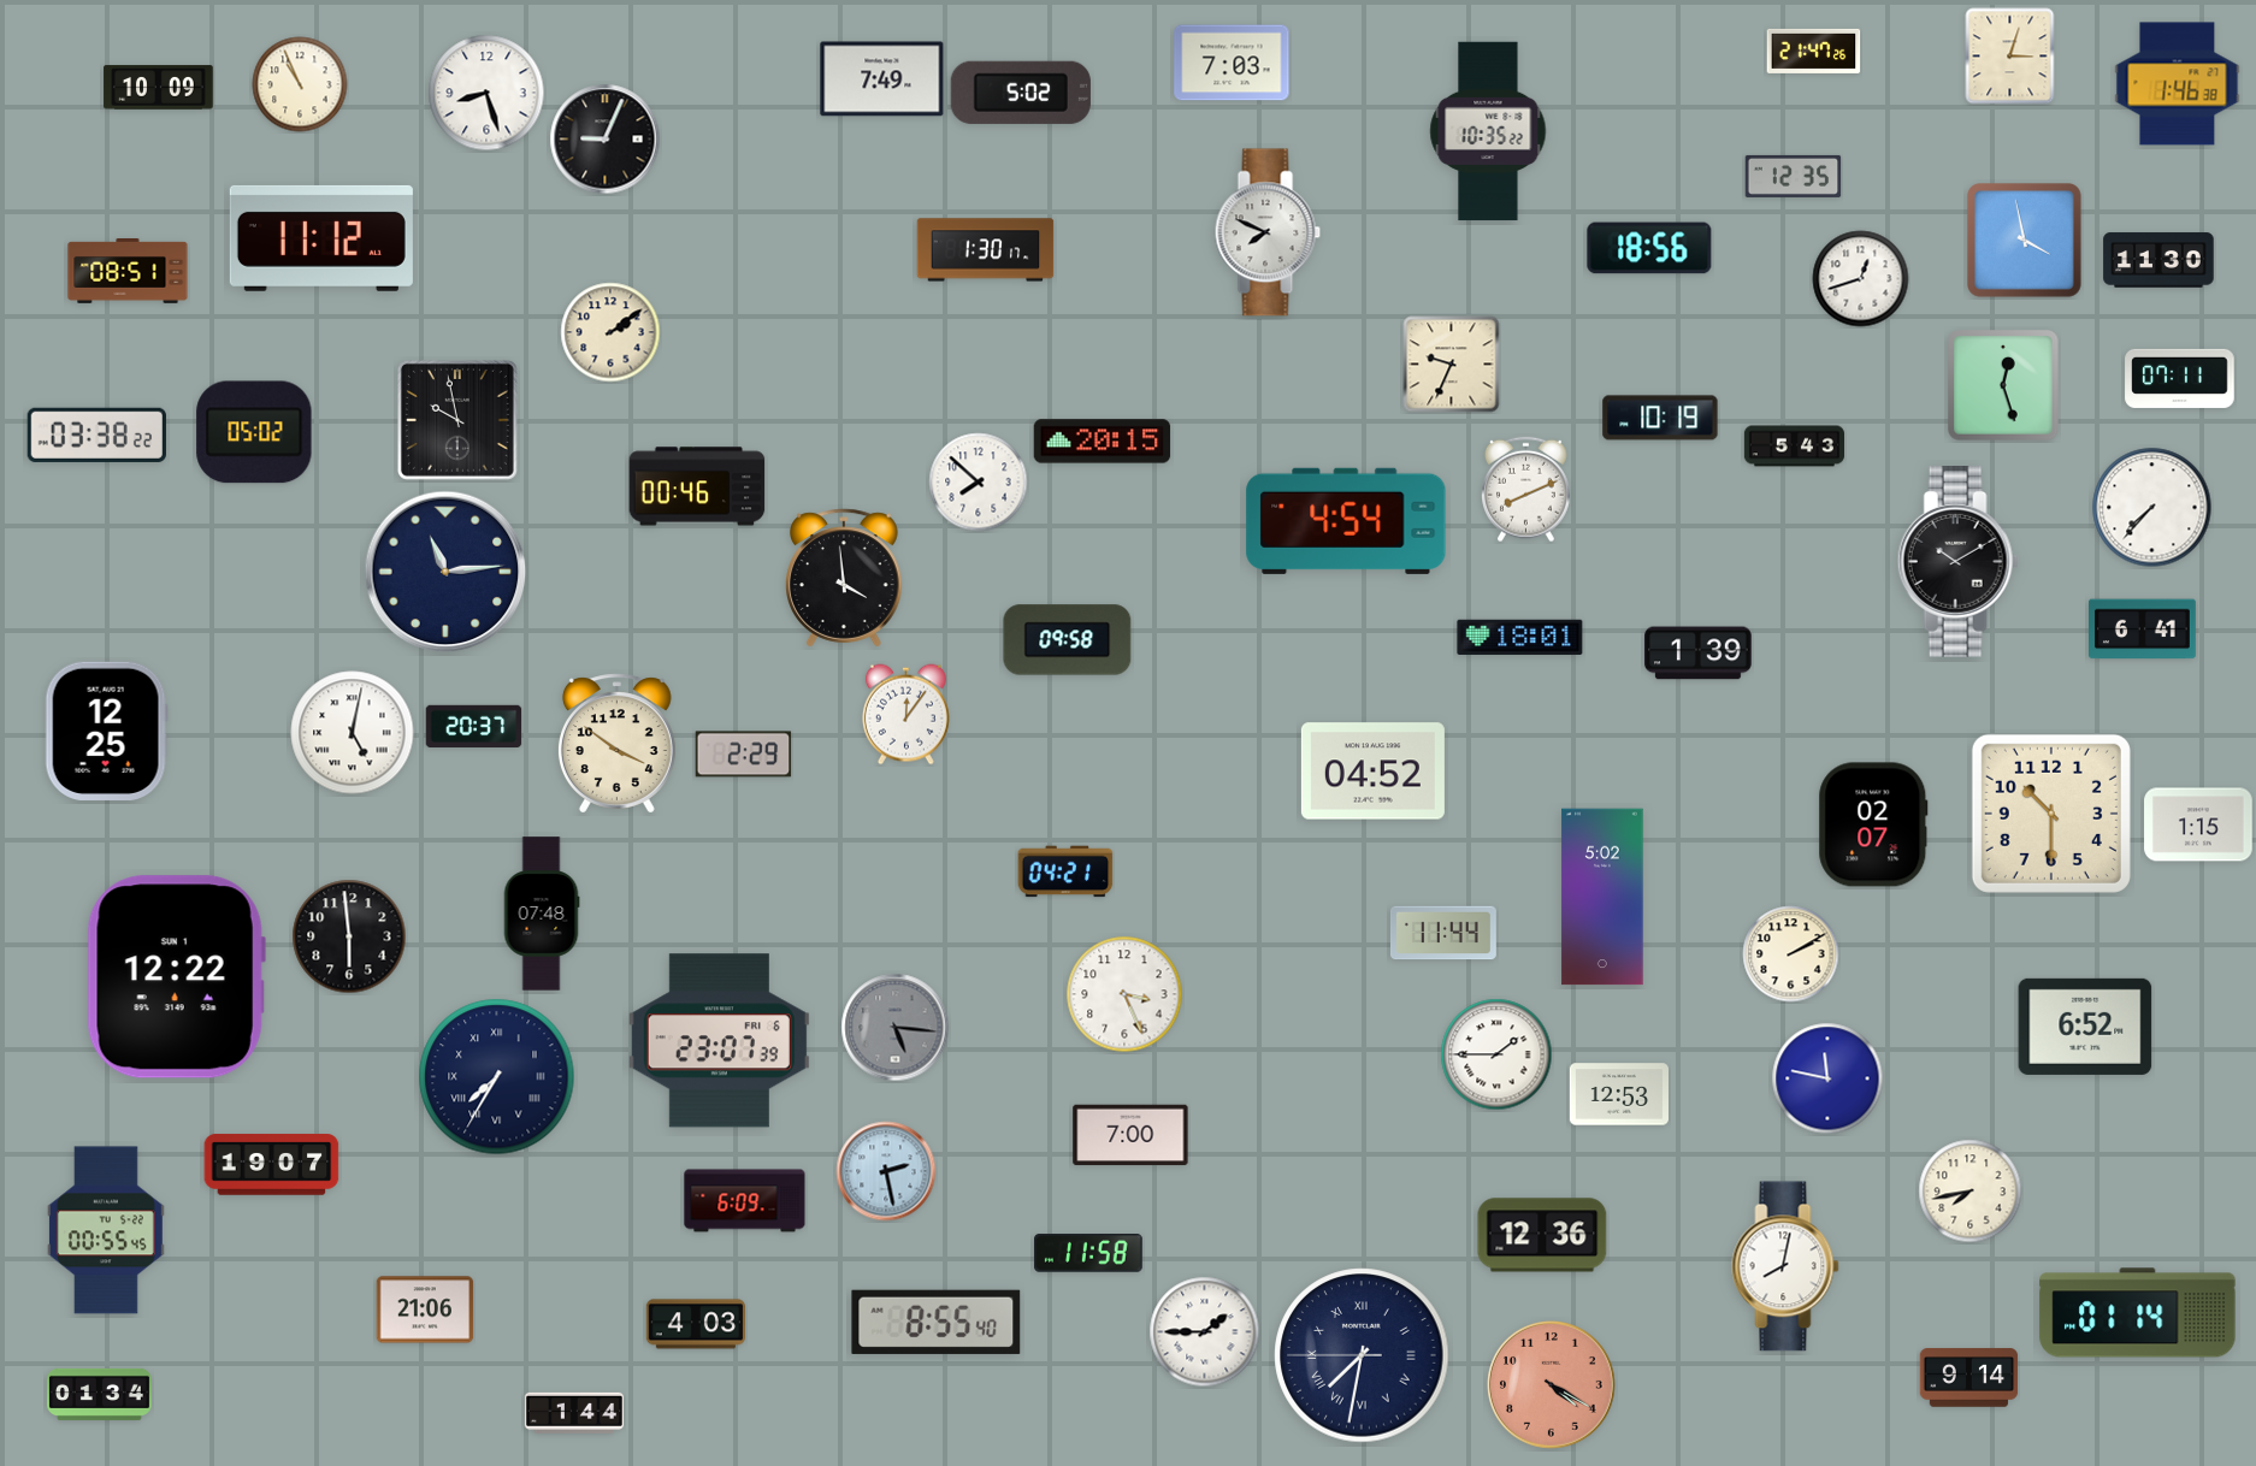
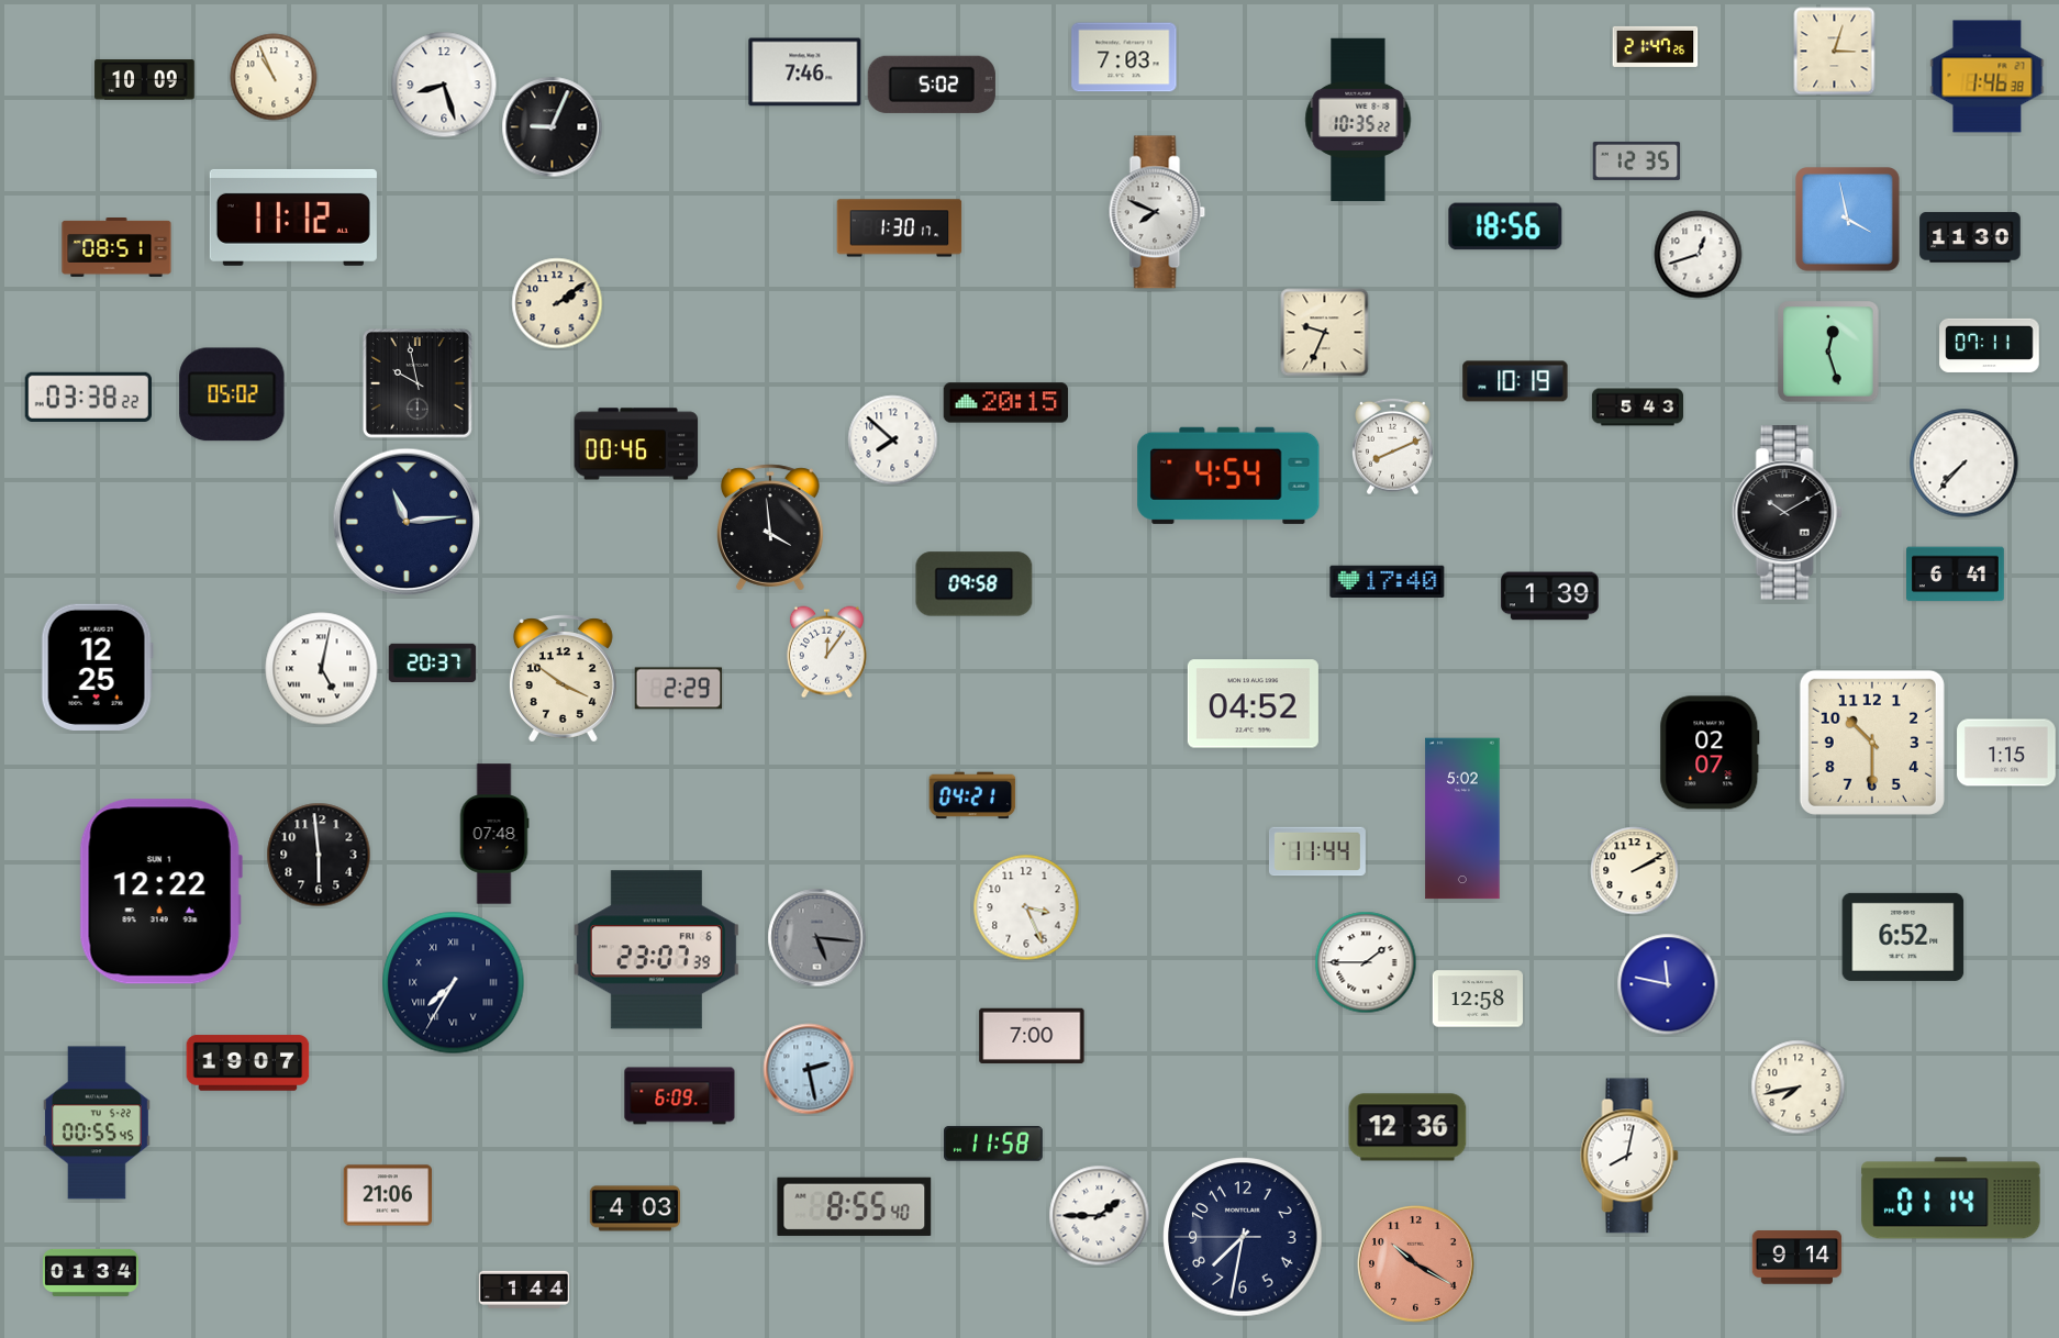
clock at (882, 79): 7:49 -> 7:46
clock at (1520, 637): 18:01 -> 17:40
clock at (1618, 1094): 12:53 -> 12:58
clock at (1362, 1355) numerals: Roman -> Arabic
clock at (1552, 1385): 4:20 -> 10:20
